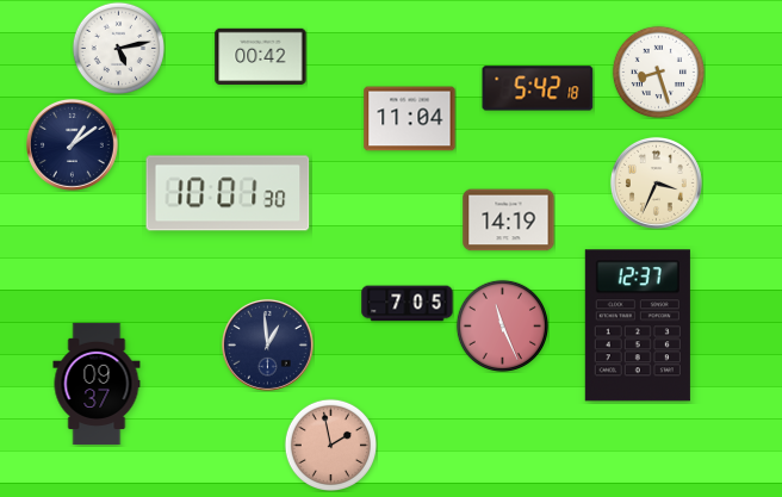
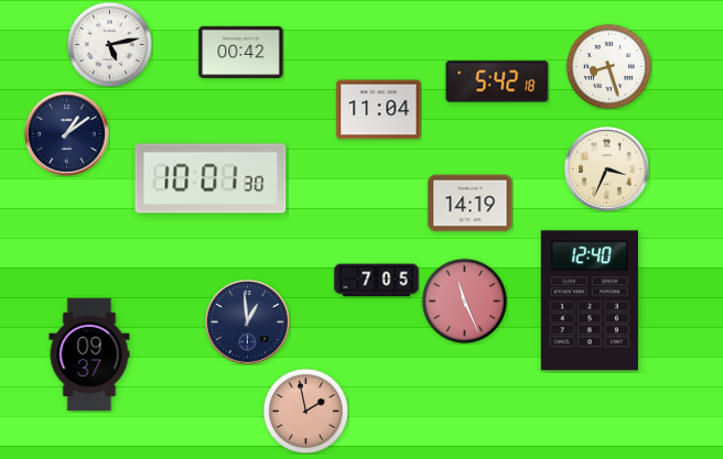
clock at (638, 325): 12:37 -> 12:40
clock at (267, 344) position: (267, 344) -> (247, 321)
